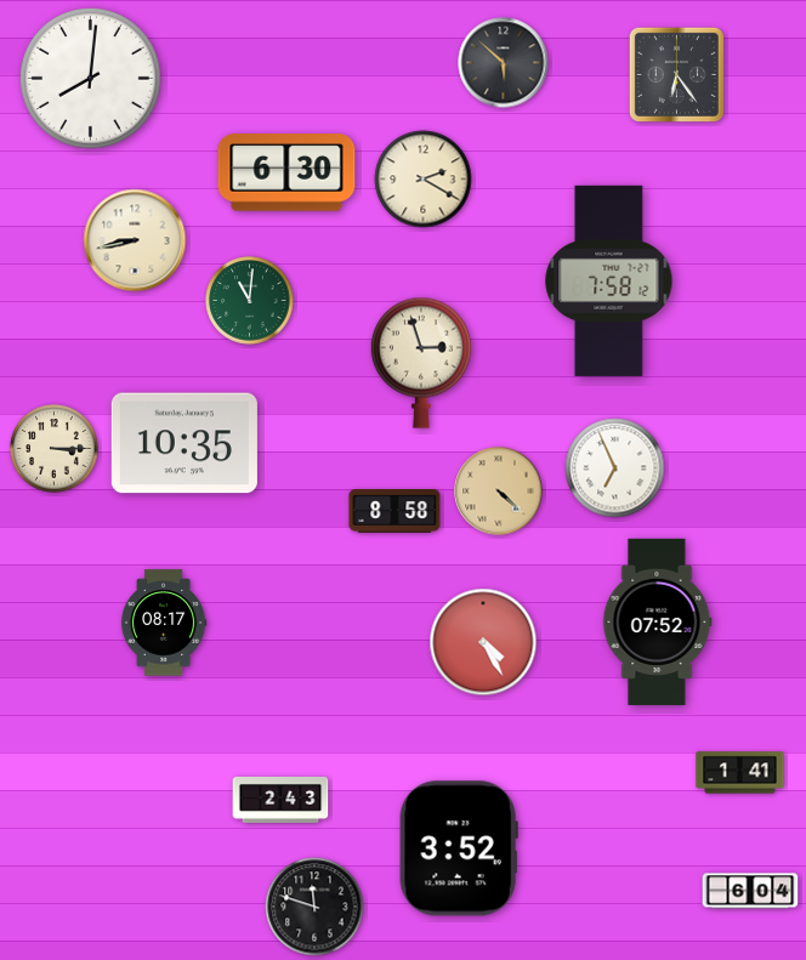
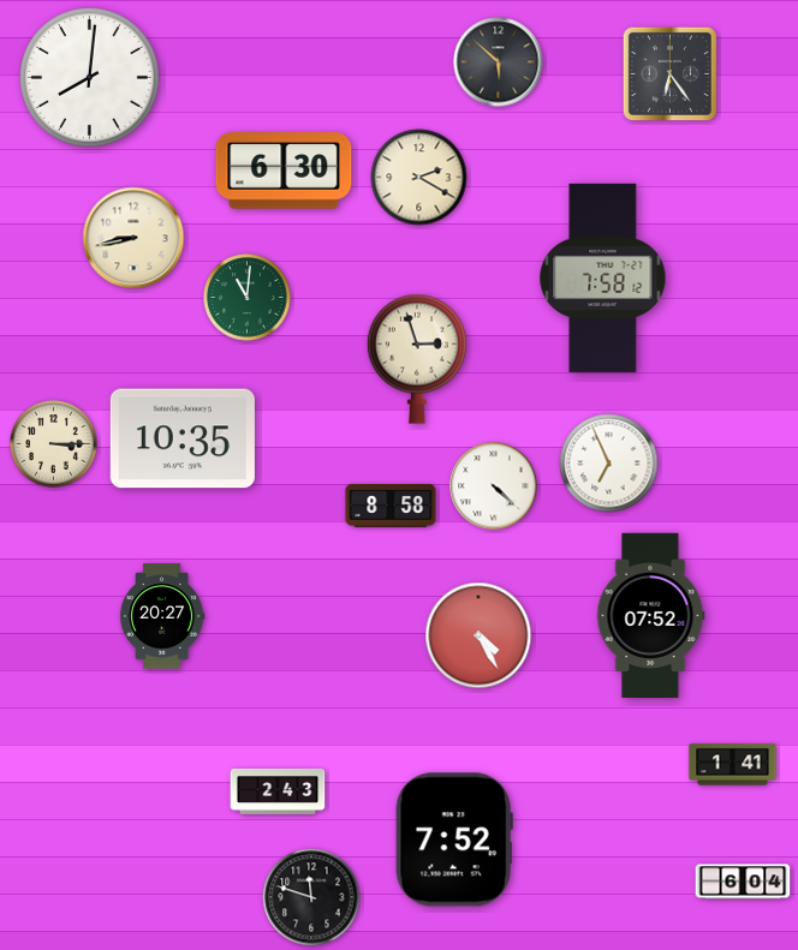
clock at (499, 492) dial: champagne -> white
clock at (164, 623): 08:17 -> 20:27
clock at (459, 848): 3:52 -> 7:52
